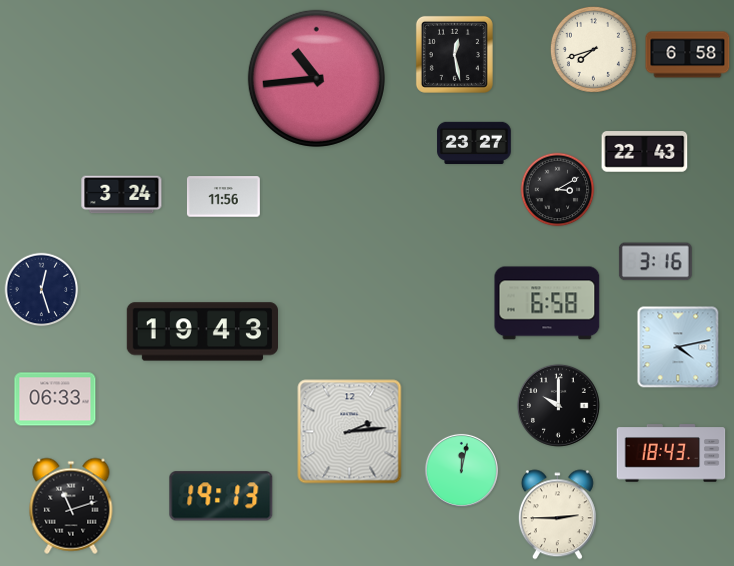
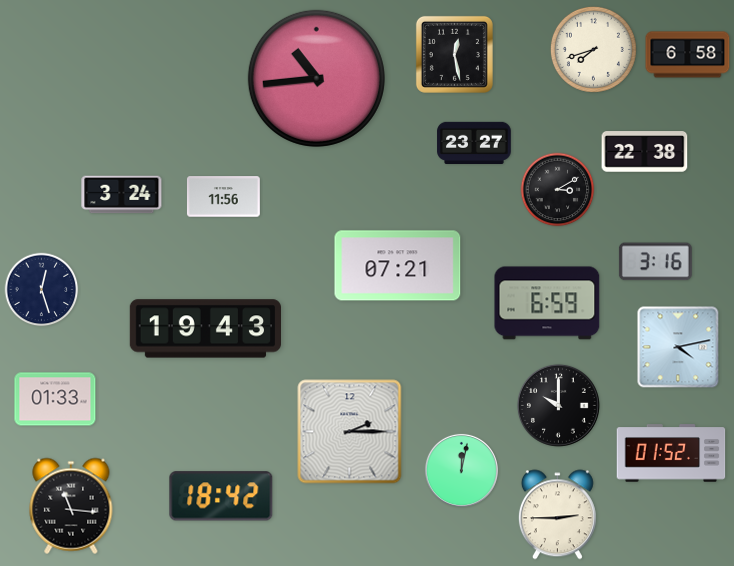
clock at (645, 152): 22:43 -> 22:38
clock at (398, 266): none -> 07:21
clock at (547, 303): 6:58 -> 6:59
clock at (202, 332) position: (202, 332) -> (205, 329)
clock at (55, 399): 06:33 -> 01:33
clock at (350, 432): 2:14 -> 2:15
clock at (671, 453): 18:43 -> 01:52
clock at (221, 496): 19:13 -> 18:42
clock at (71, 506): 11:12 -> 11:16
